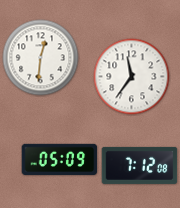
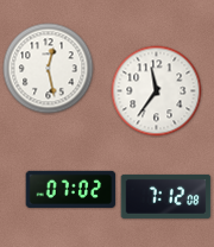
clock at (41, 58): 12:31 -> 12:28
clock at (60, 159): 05:09 -> 07:02
